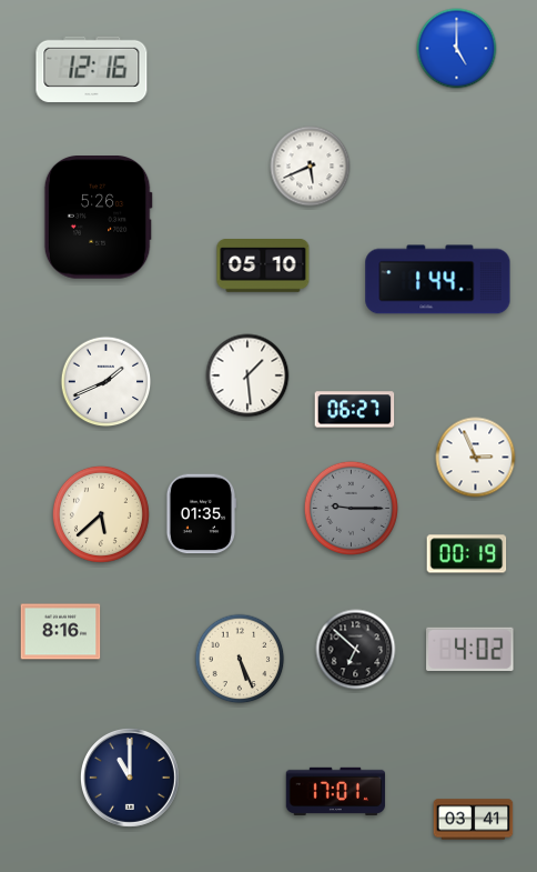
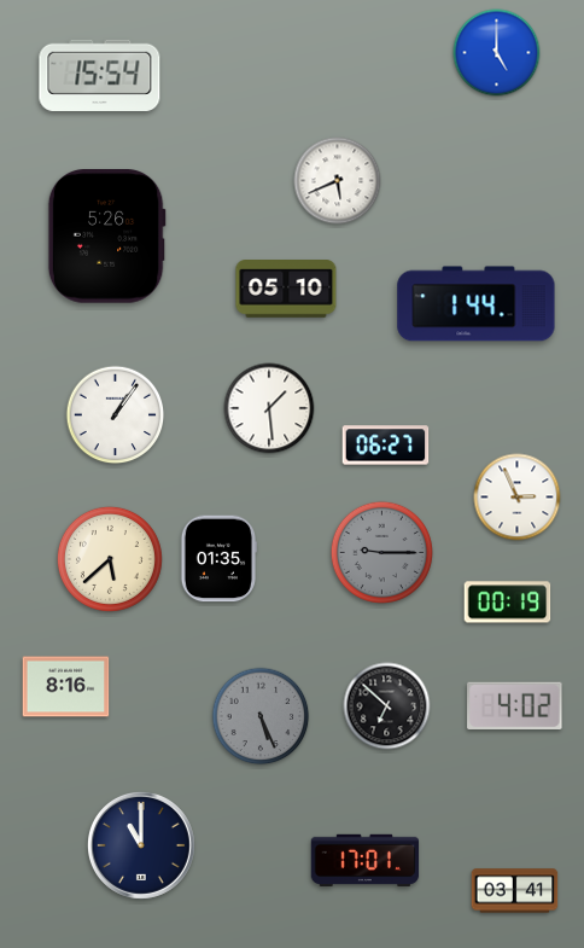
clock at (92, 69): 12:16 -> 15:54
clock at (107, 382): 1:41 -> 1:06
clock at (470, 649) position: (470, 649) -> (515, 705)
clock at (240, 659) dial: cream -> grey
